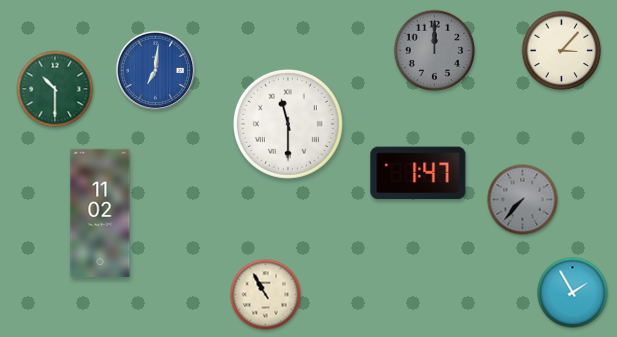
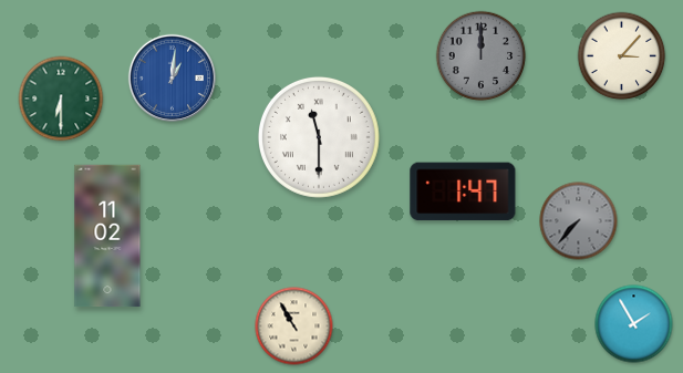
clock at (155, 70): 7:01 -> 1:01
clock at (55, 89): 10:30 -> 6:30
clock at (100, 213) position: (100, 213) -> (107, 236)
